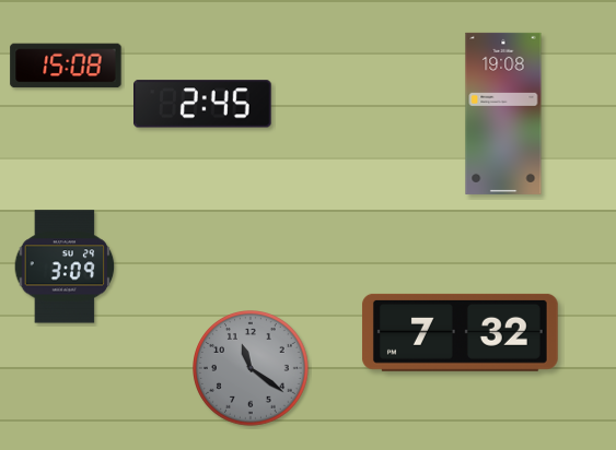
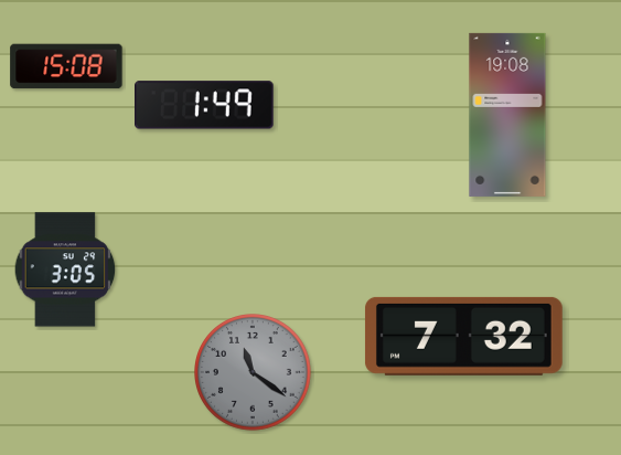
clock at (204, 104): 2:45 -> 1:49
clock at (65, 267): 3:09 -> 3:05
